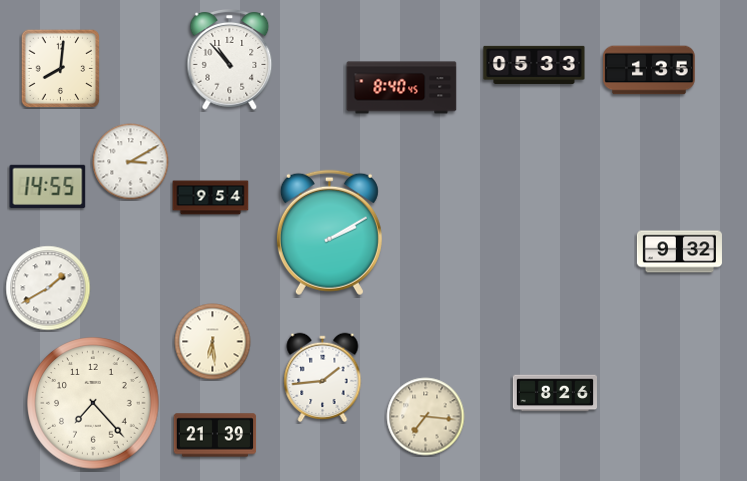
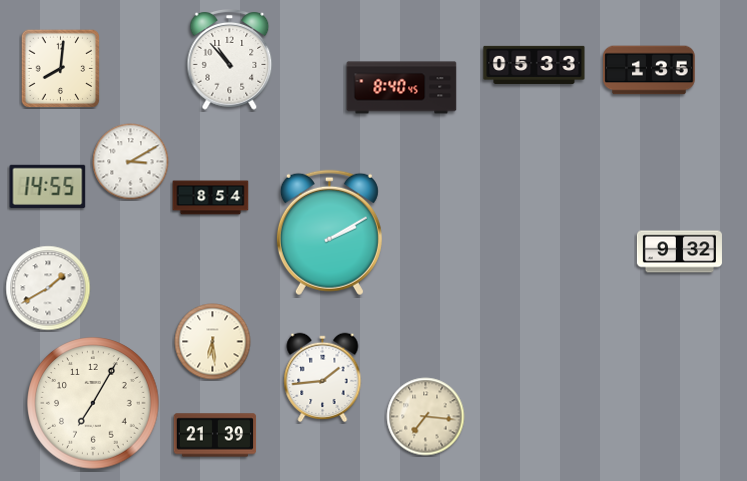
clock at (211, 198): 9:54 -> 8:54
clock at (554, 393): 8:26 -> none
clock at (93, 403): 7:23 -> 7:05
